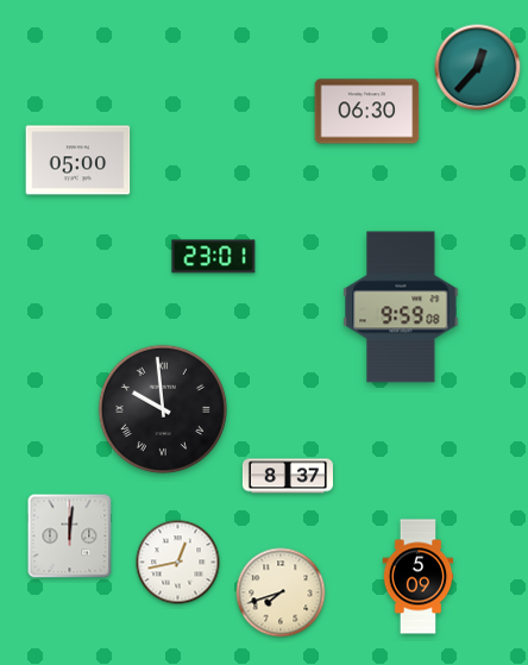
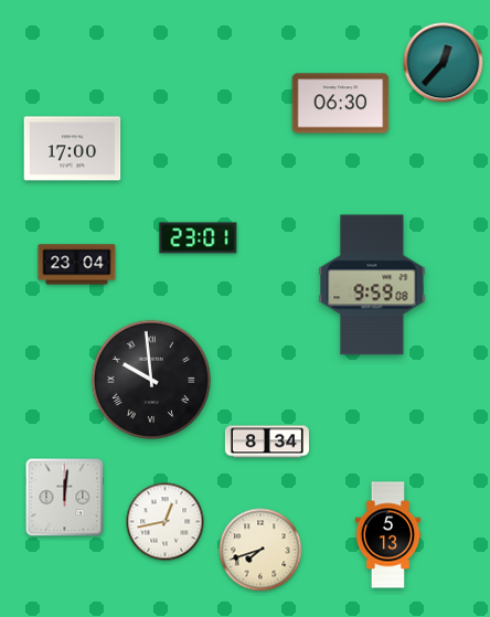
clock at (78, 161): 05:00 -> 17:00
clock at (77, 265): none -> 23:04
clock at (288, 476): 8:37 -> 8:34
clock at (419, 577): 5:09 -> 5:13
